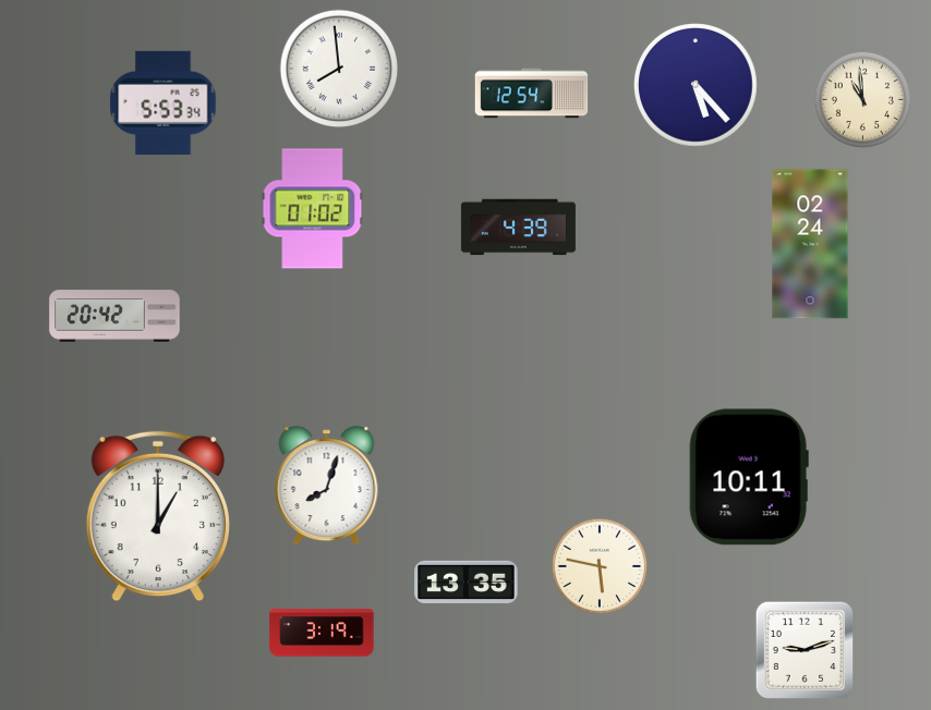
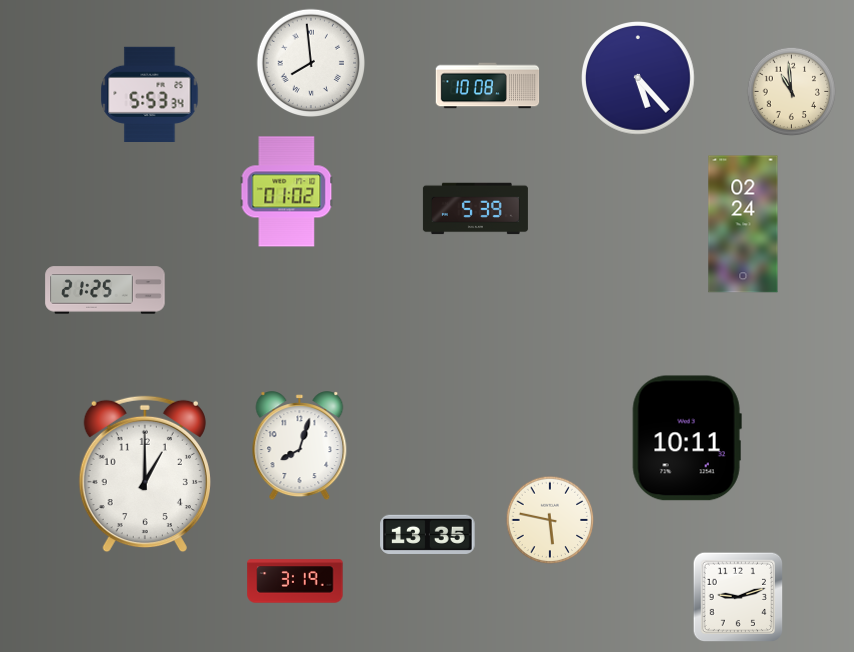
clock at (532, 94): 12:54 -> 10:08
clock at (518, 228): 4:39 -> 5:39
clock at (114, 316): 20:42 -> 21:25
